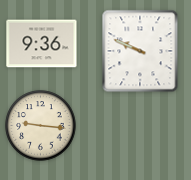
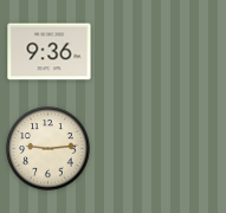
clock at (140, 51): 9:49 -> none
clock at (41, 126): 9:16 -> 9:14
